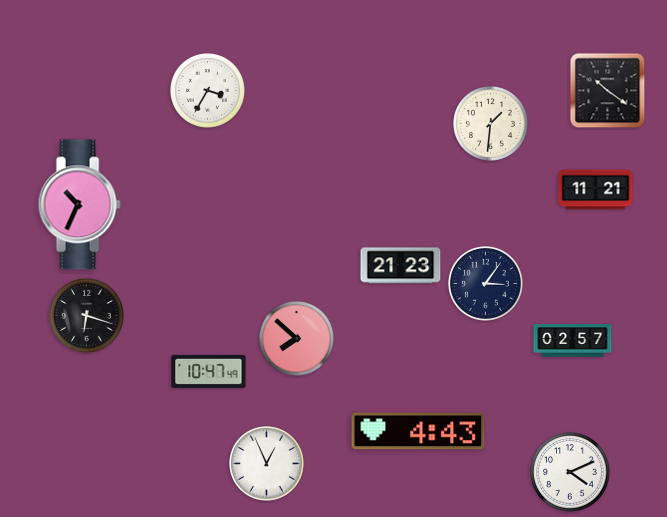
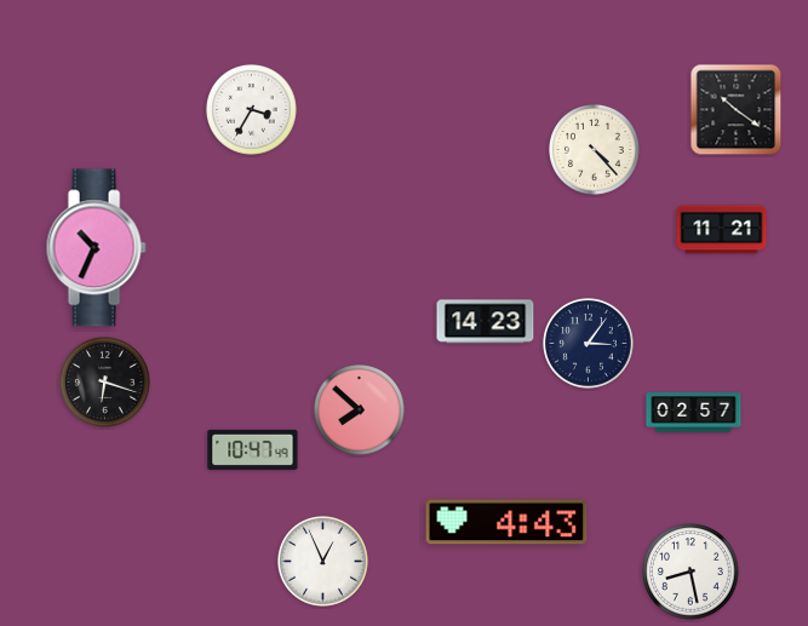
clock at (491, 124): 1:31 -> 4:23
clock at (401, 266): 21:23 -> 14:23
clock at (570, 472): 4:11 -> 8:28
